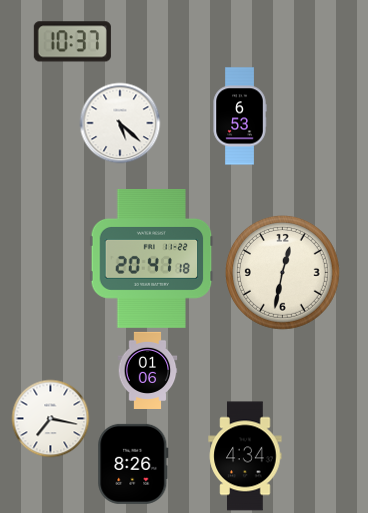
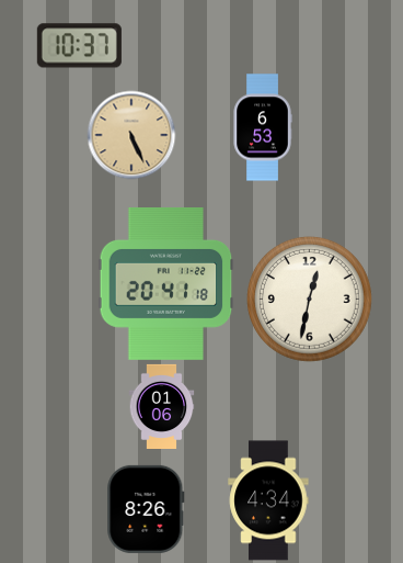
clock at (120, 123): 5:22 -> 5:26
clock at (120, 123) dial: white -> champagne
clock at (50, 418): 7:17 -> none
